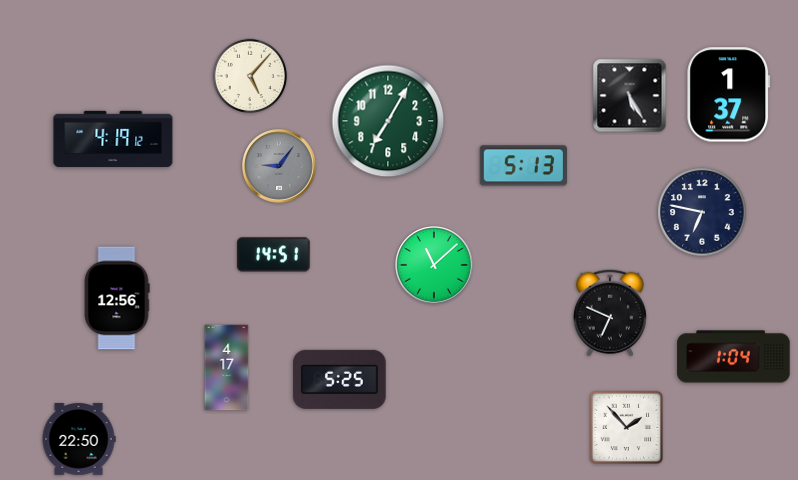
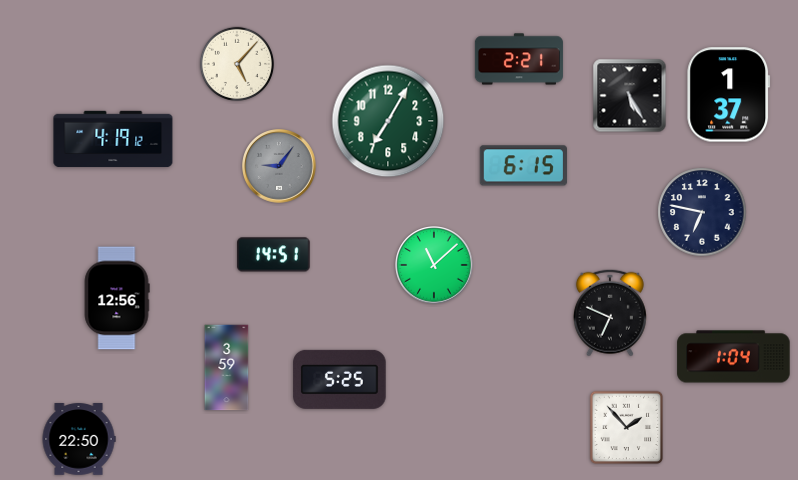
clock at (519, 59): none -> 2:21
clock at (249, 75) position: (249, 75) -> (236, 63)
clock at (523, 166): 5:13 -> 6:15
clock at (227, 368): 4:17 -> 3:59
